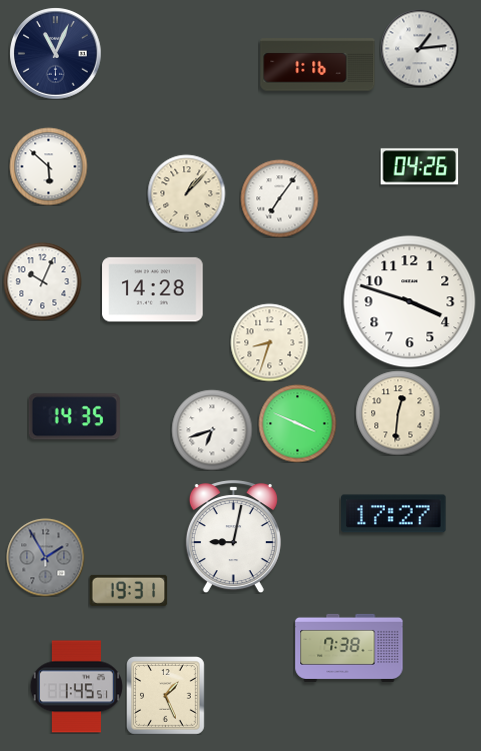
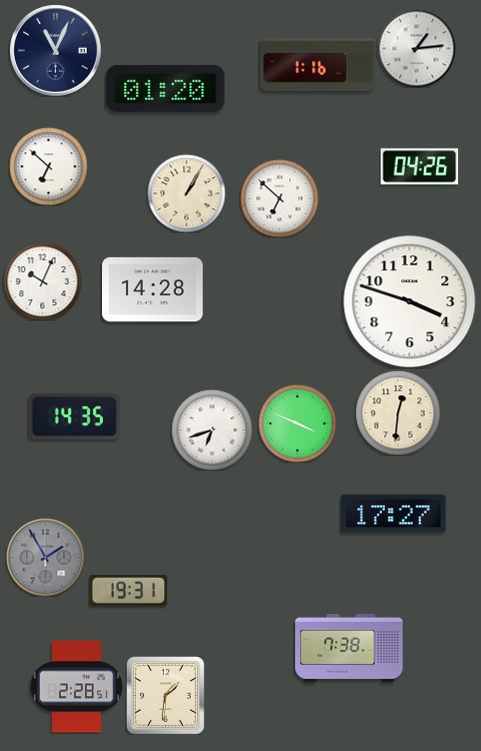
clock at (419, 48) position: (419, 48) -> (416, 48)
clock at (55, 53) position: (55, 53) -> (55, 50)
clock at (166, 88): none -> 01:20
clock at (48, 166): 5:52 -> 6:52
clock at (186, 193): 1:07 -> 1:05
clock at (279, 198): 7:06 -> 6:52
clock at (269, 342): 8:33 -> none
clock at (233, 537): 9:02 -> none
clock at (76, 687): 1:45 -> 2:28
clock at (166, 696): 1:26 -> 1:31
